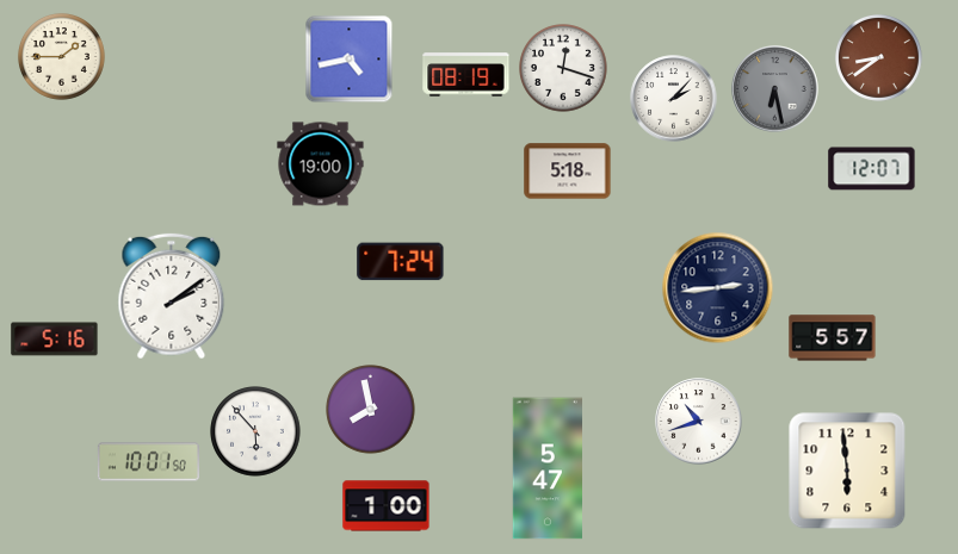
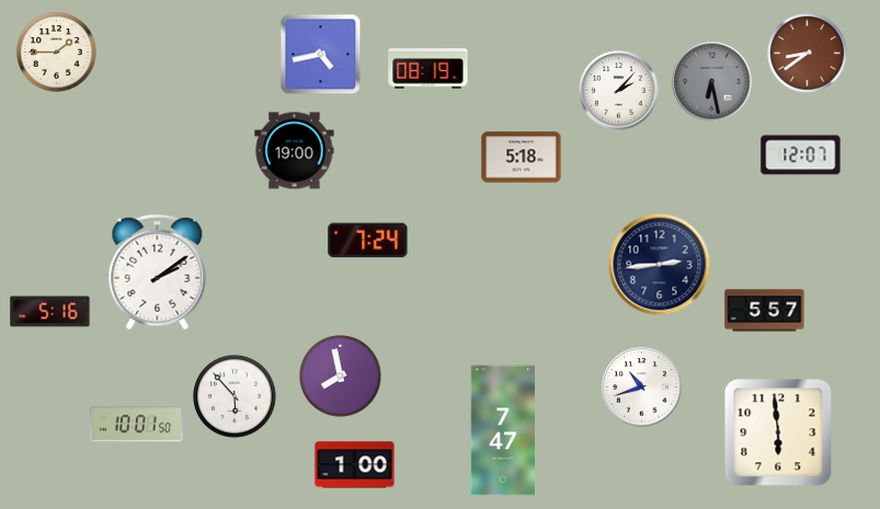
clock at (564, 69): 12:18 -> none
clock at (546, 468): 5:47 -> 7:47
